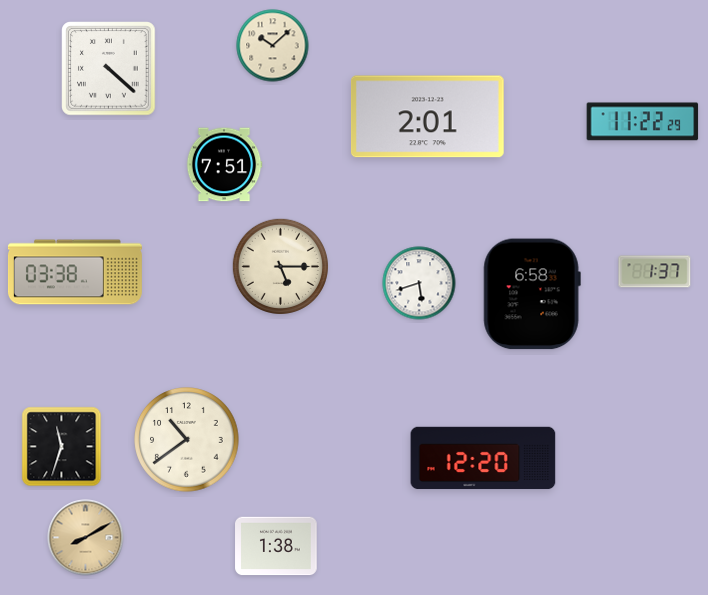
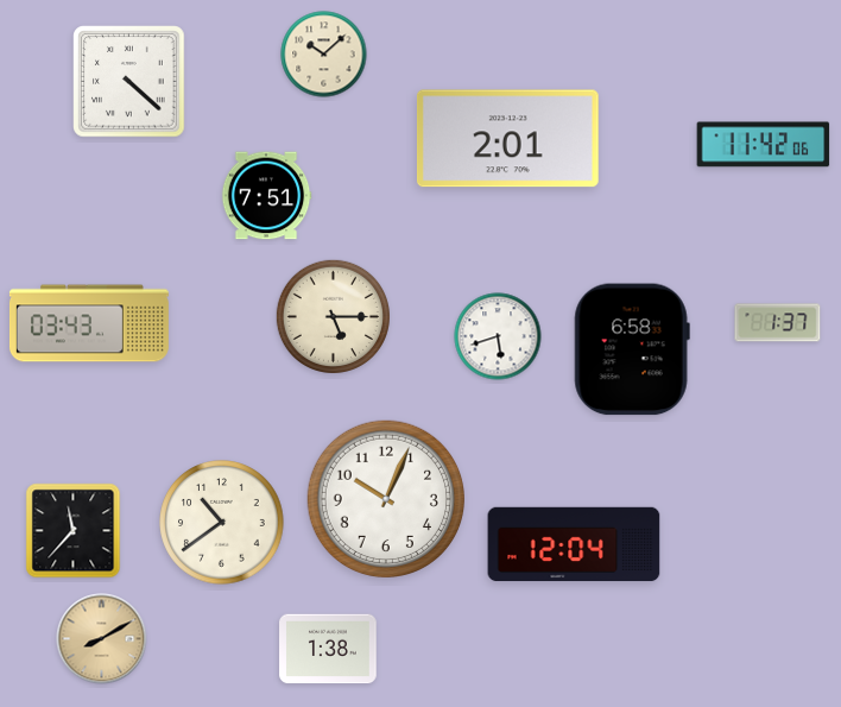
clock at (643, 122): 11:22 -> 11:42
clock at (75, 272): 03:38 -> 03:43
clock at (385, 498): none -> 10:04
clock at (62, 447): 11:33 -> 11:37
clock at (483, 458): 12:20 -> 12:04
